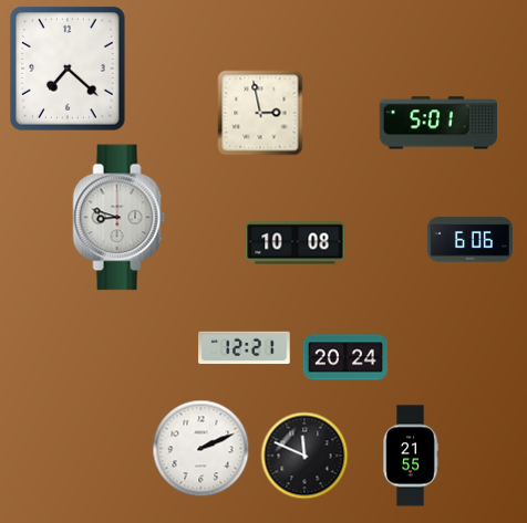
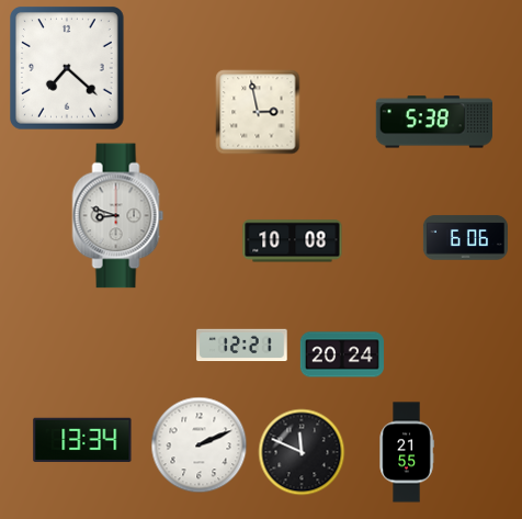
clock at (437, 123): 5:01 -> 5:38
clock at (82, 440): none -> 13:34
